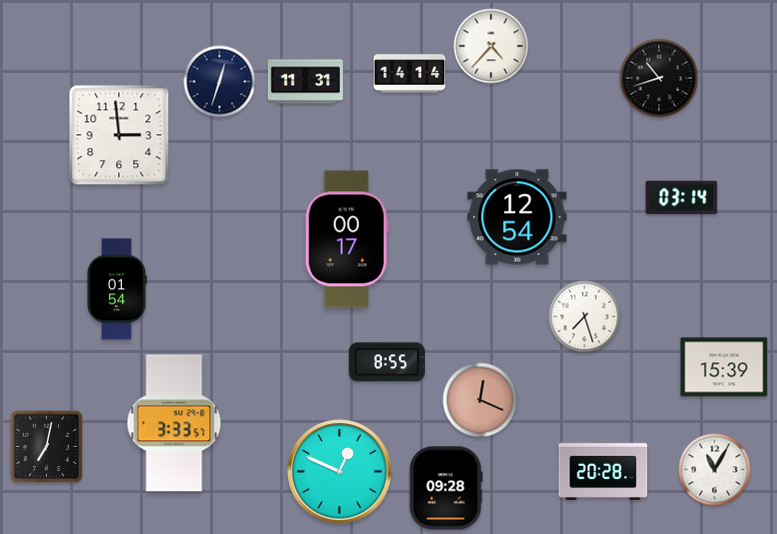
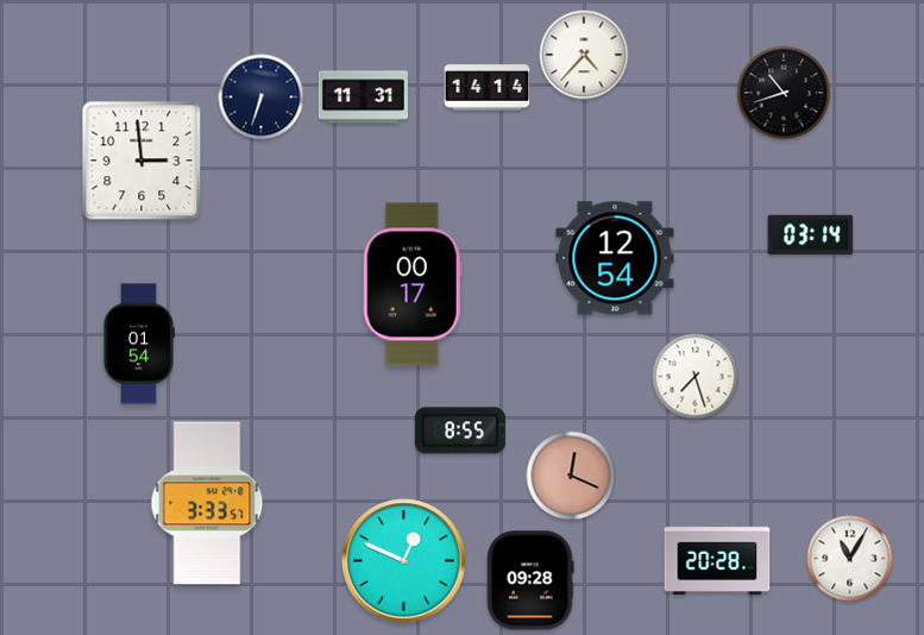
clock at (220, 82): 12:33 -> 6:33
clock at (724, 367): 15:39 -> none
clock at (47, 447): 7:02 -> none
